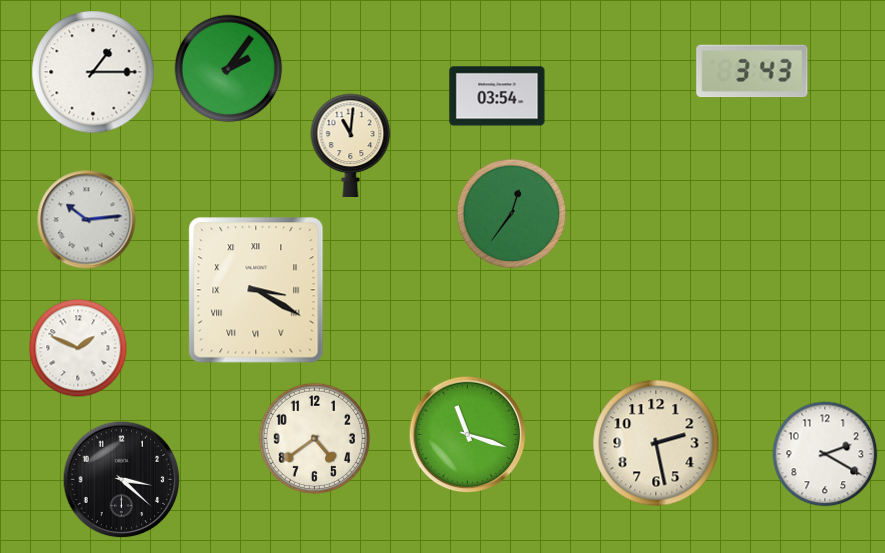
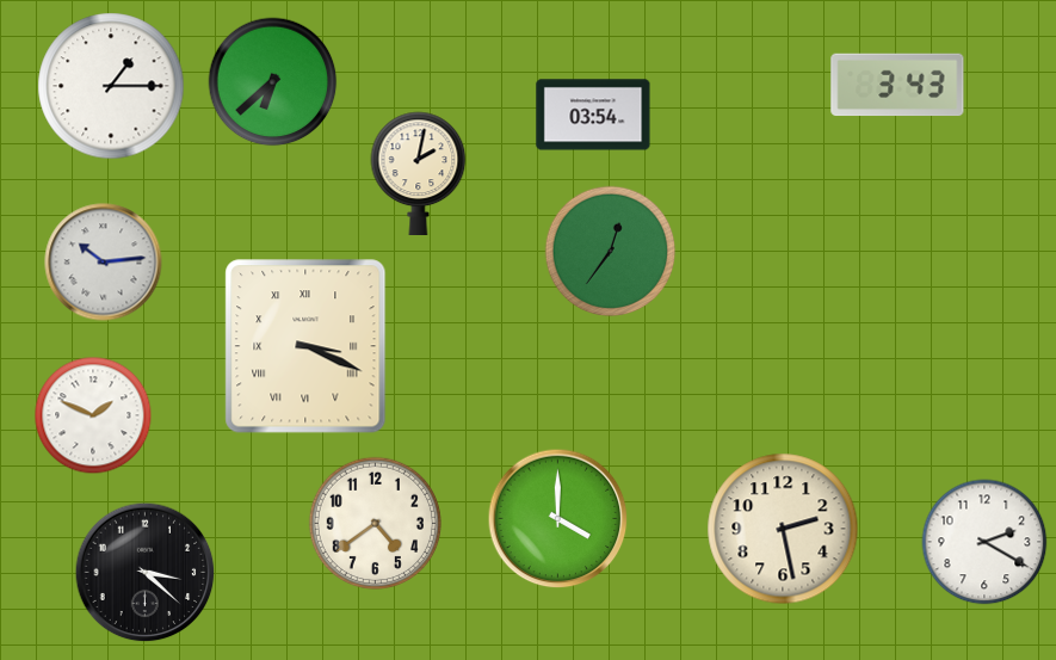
clock at (229, 69): 2:06 -> 6:38
clock at (351, 145): 11:01 -> 2:02
clock at (512, 214) position: (512, 214) -> (611, 252)
clock at (256, 290): 3:20 -> 3:19
clock at (468, 435): 11:18 -> 4:00
